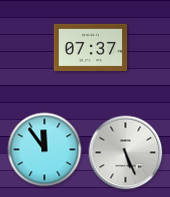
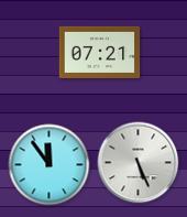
clock at (91, 47): 07:37 -> 07:21
clock at (126, 153) position: (126, 153) -> (139, 163)
